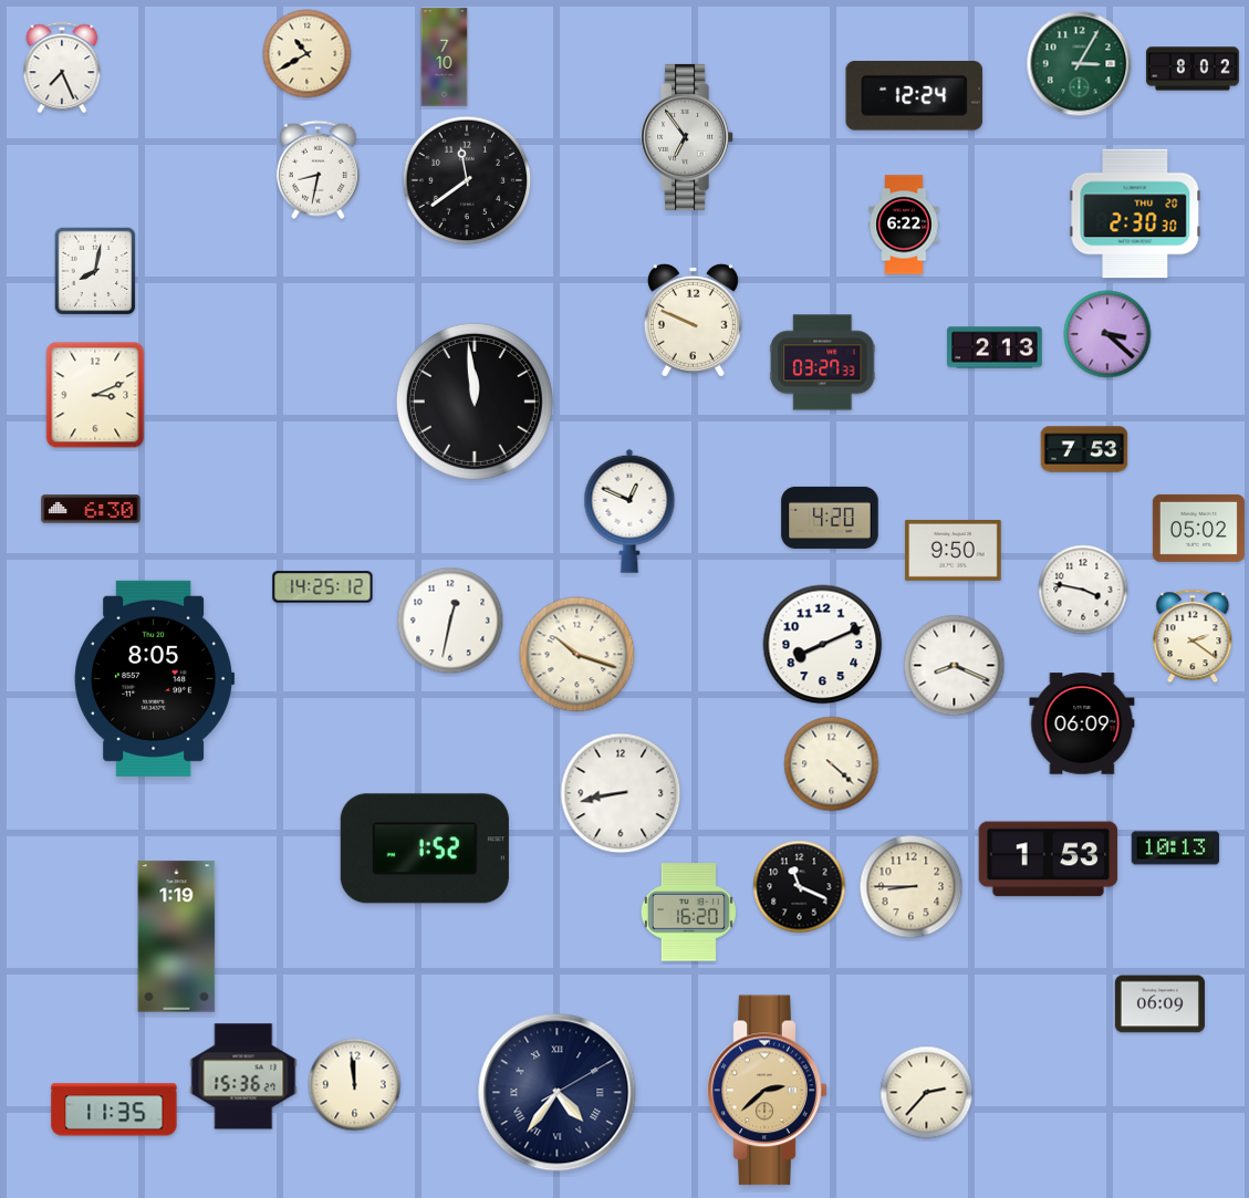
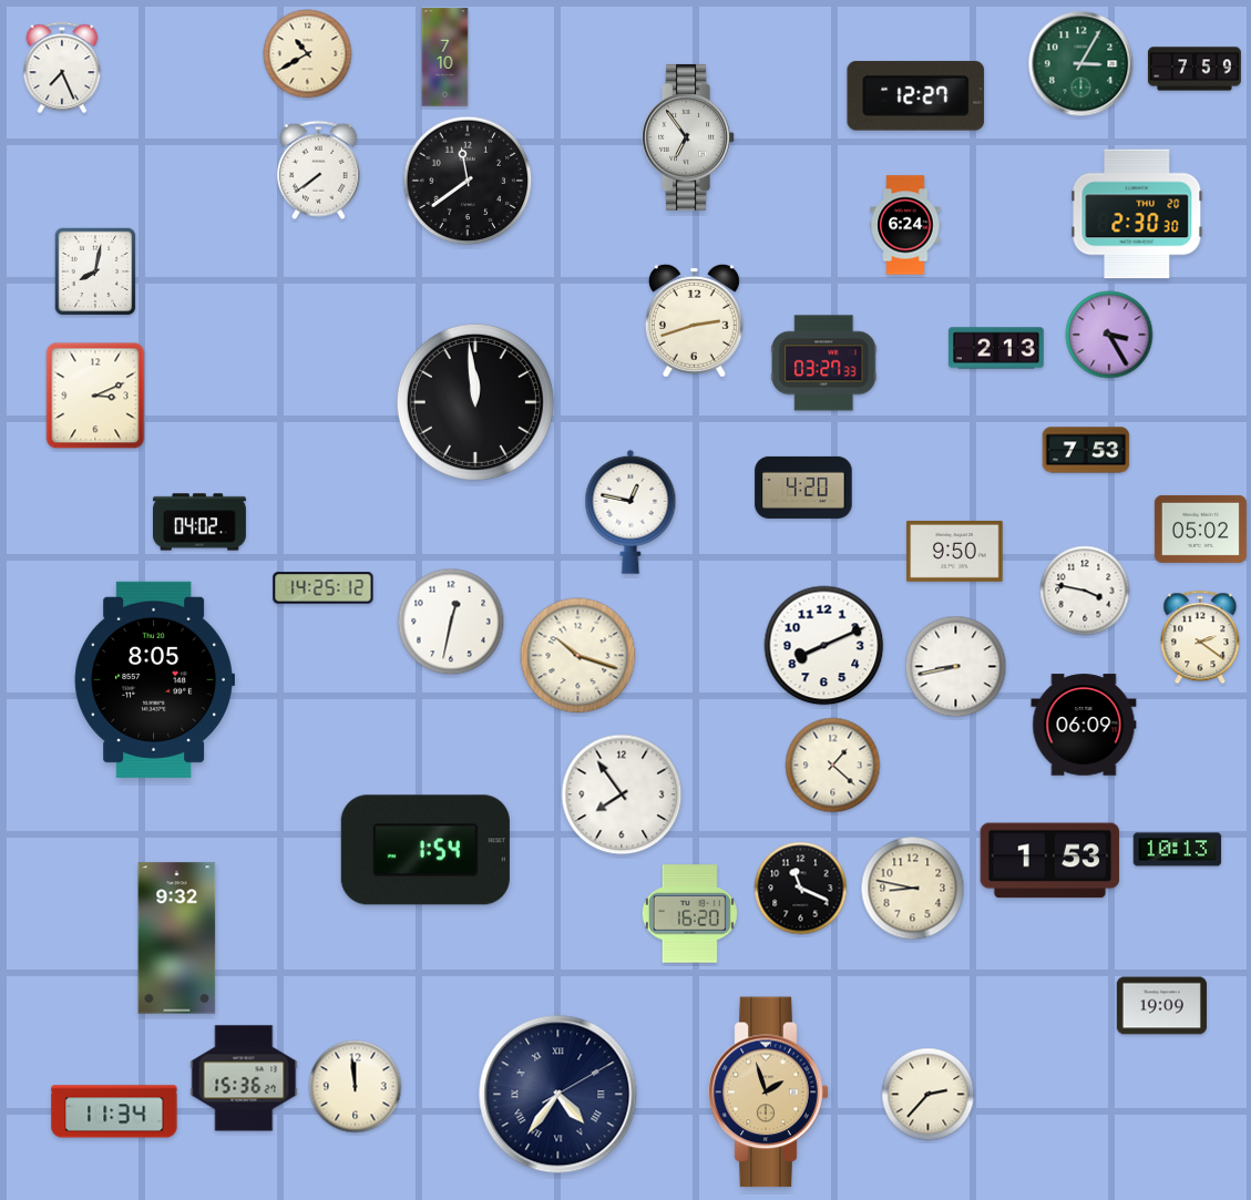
clock at (1193, 69): 8:02 -> 7:59
clock at (915, 96): 12:24 -> 12:27
clock at (318, 170): 8:32 -> 7:39
clock at (904, 225): 6:22 -> 6:24
clock at (693, 320): 9:49 -> 2:42
clock at (1107, 334): 3:22 -> 3:25
clock at (91, 509): 6:30 -> none
clock at (629, 511): 12:49 -> 12:47
clock at (830, 518) position: (830, 518) -> (803, 488)
clock at (199, 522): none -> 04:02
clock at (1193, 636) position: (1193, 636) -> (1200, 637)
clock at (955, 666): 8:19 -> 8:43
clock at (832, 764): 4:22 -> 1:22
clock at (621, 793): 8:43 -> 7:54
clock at (425, 848): 1:52 -> 1:54
clock at (912, 887): 8:45 -> 8:47
clock at (177, 937): 1:19 -> 9:32
clock at (1159, 1004): 06:09 -> 19:09
clock at (768, 1091): 2:38 -> 1:57
clock at (114, 1110): 11:35 -> 11:34
